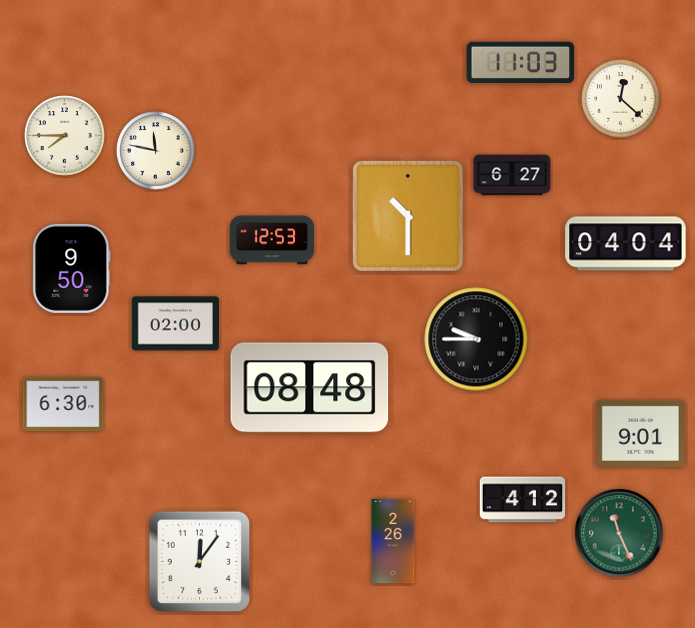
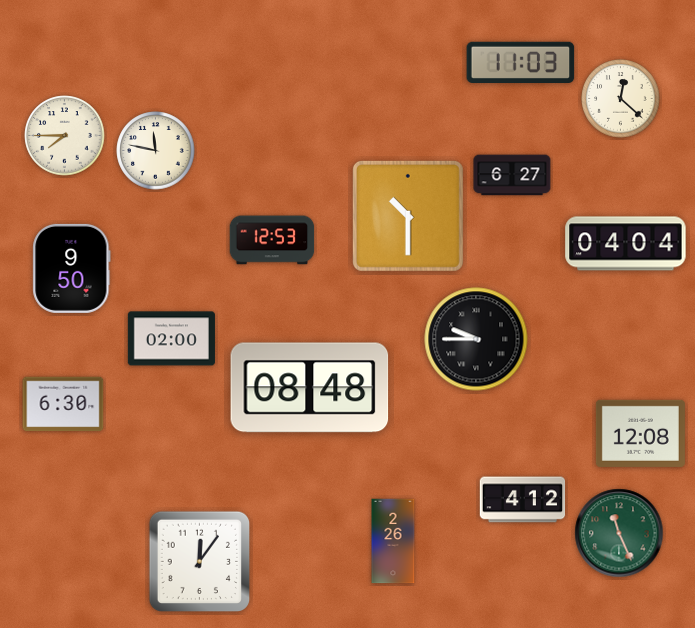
clock at (175, 324) position: (175, 324) -> (171, 339)
clock at (640, 433): 9:01 -> 12:08
